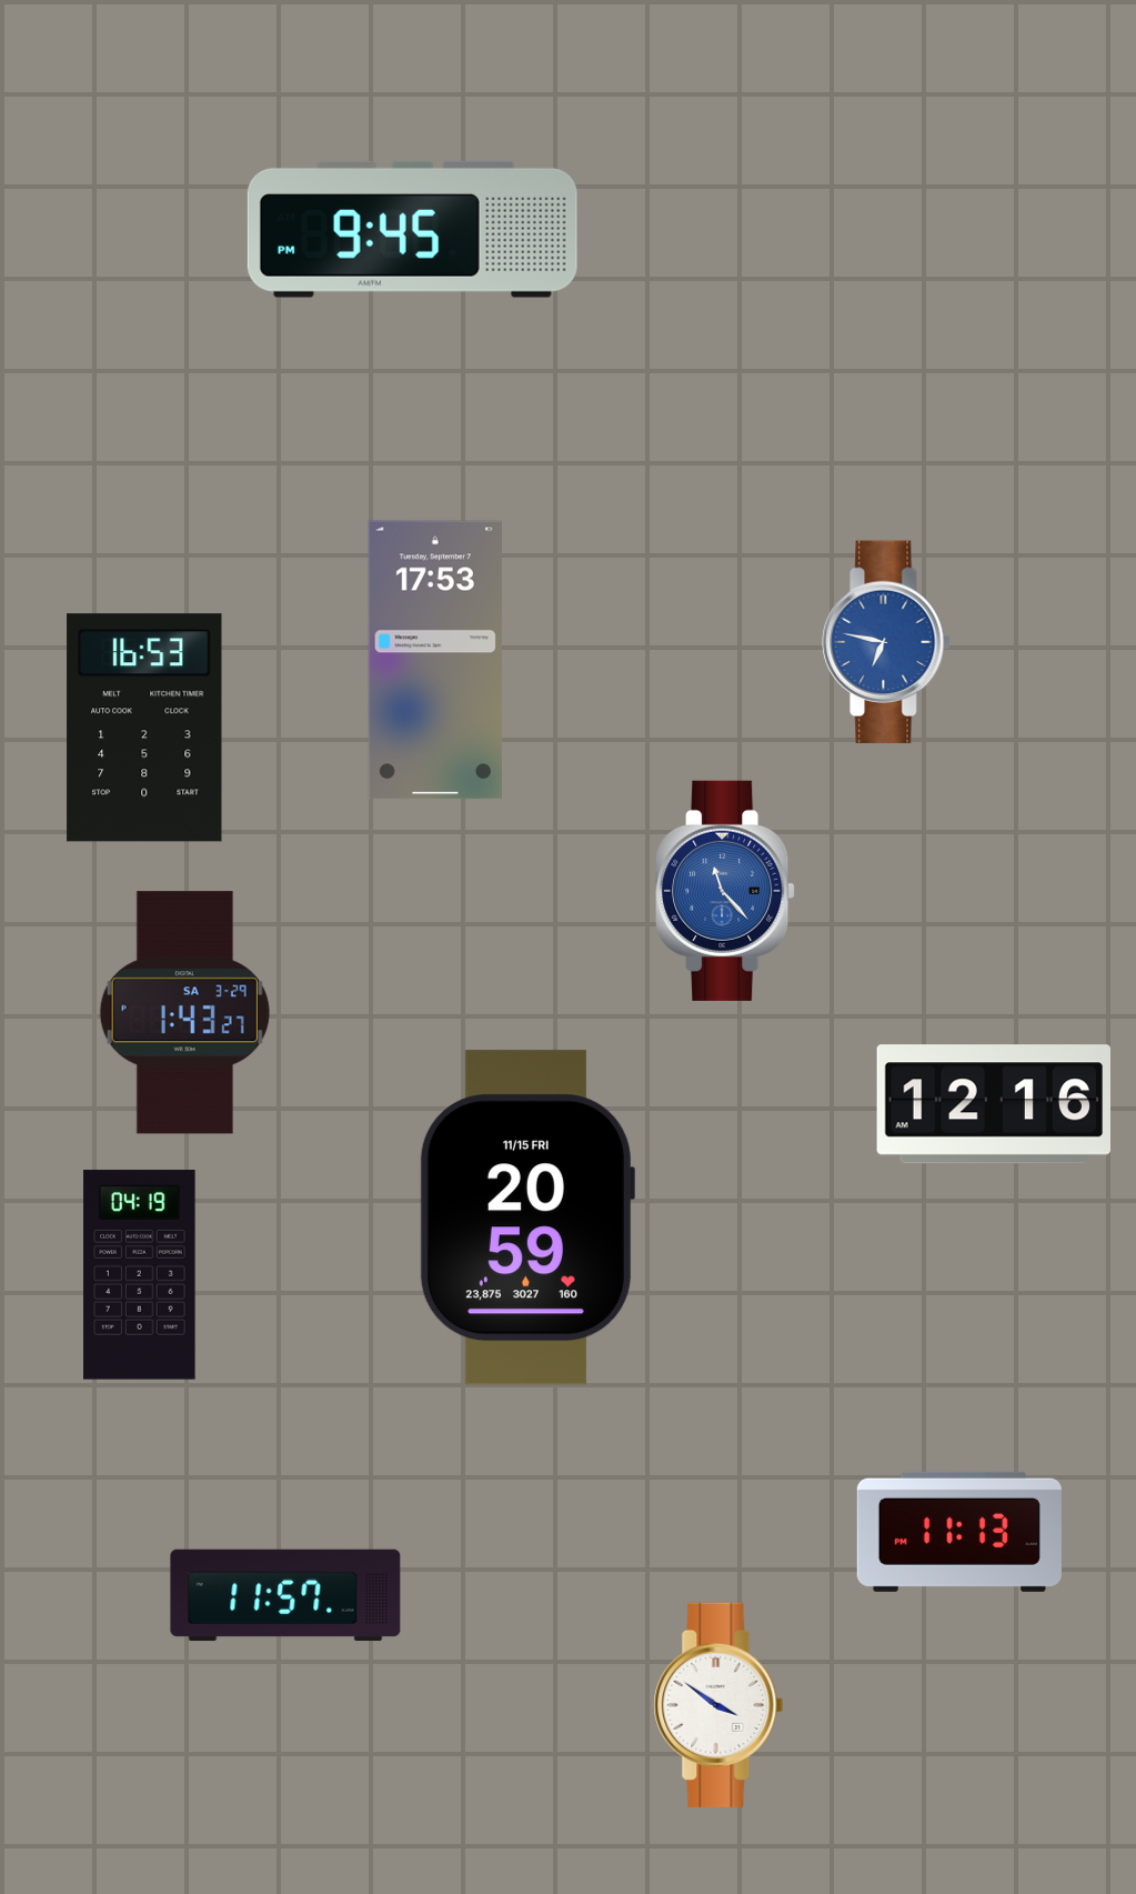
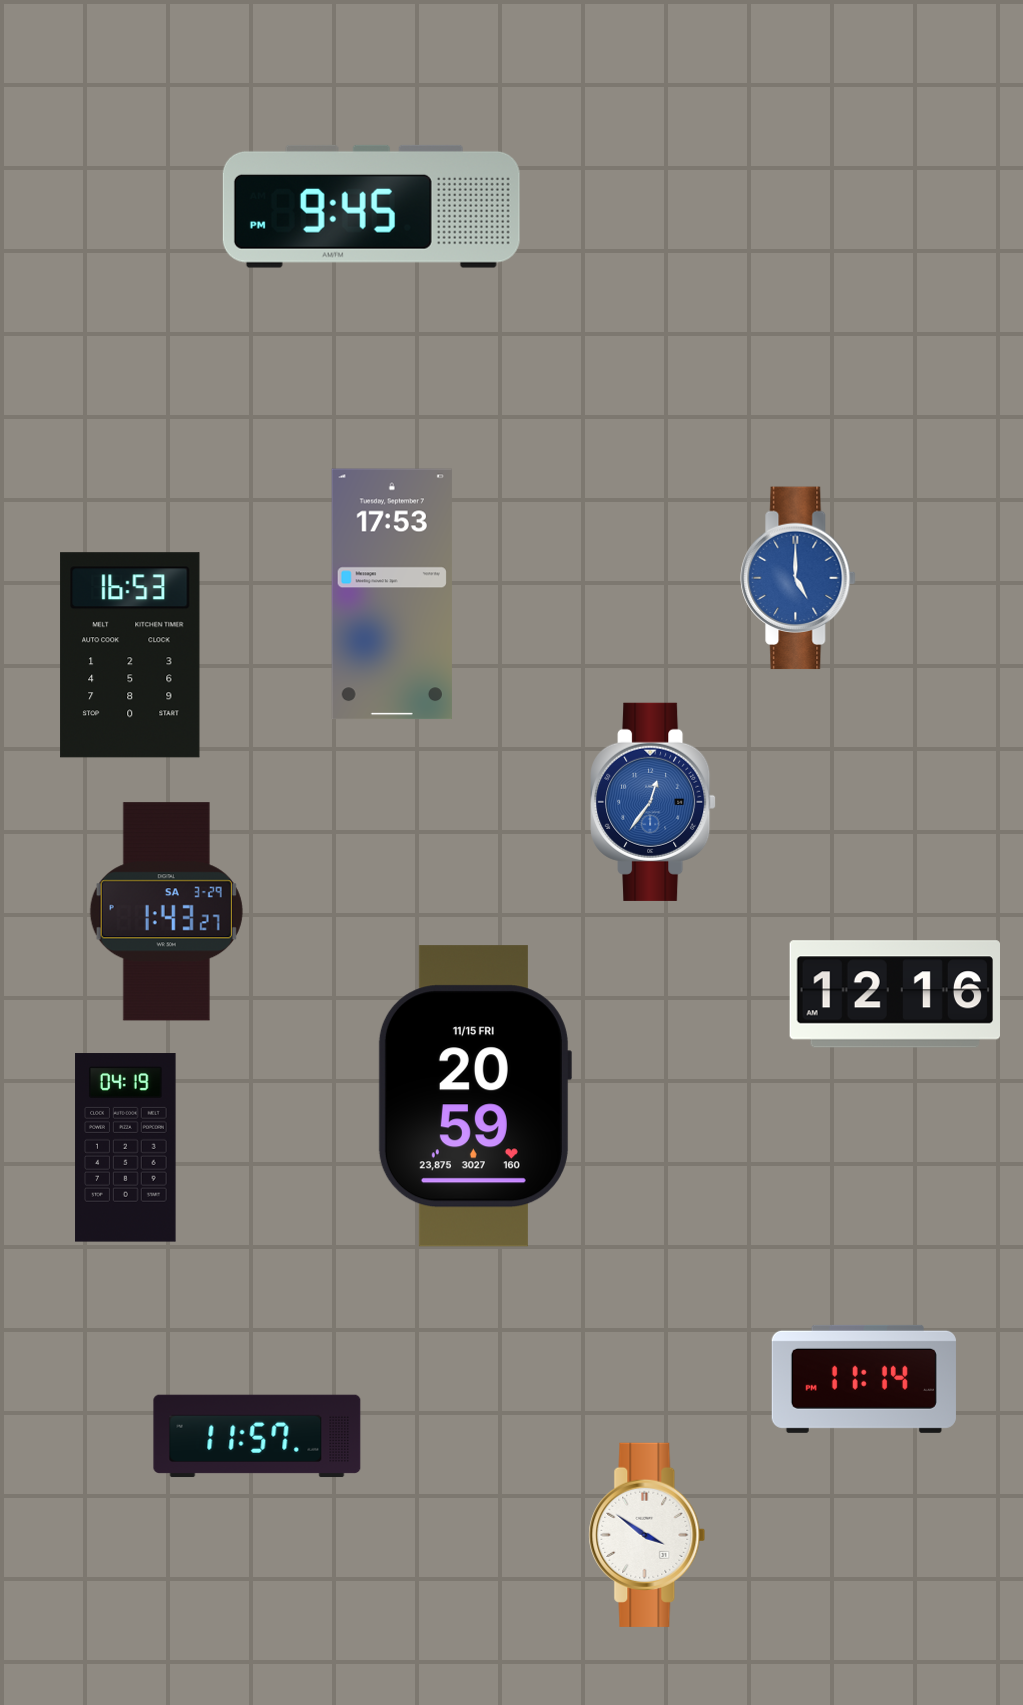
clock at (886, 642): 6:47 -> 5:00
clock at (725, 891): 11:23 -> 12:36
clock at (959, 1532): 11:13 -> 11:14
